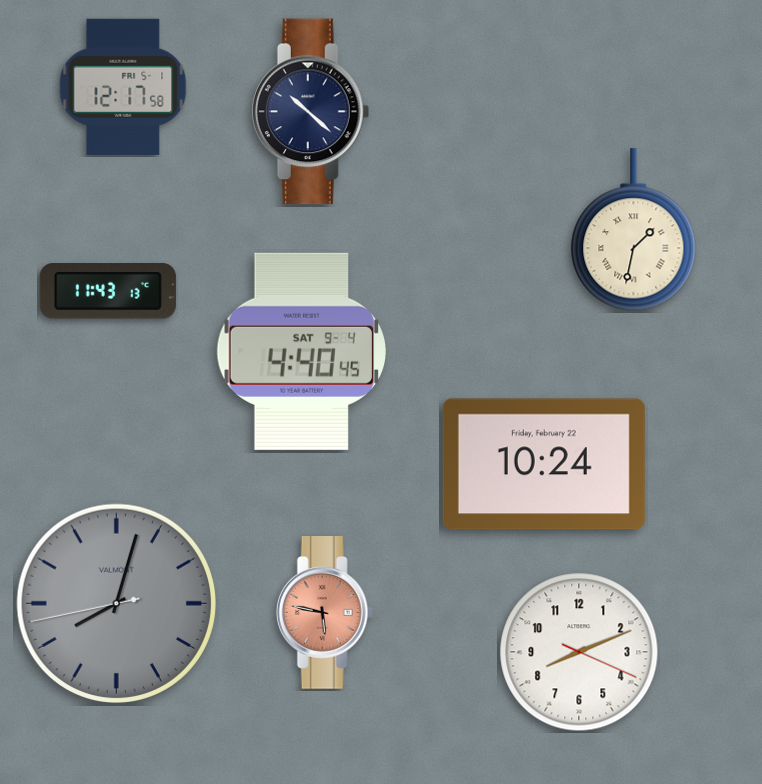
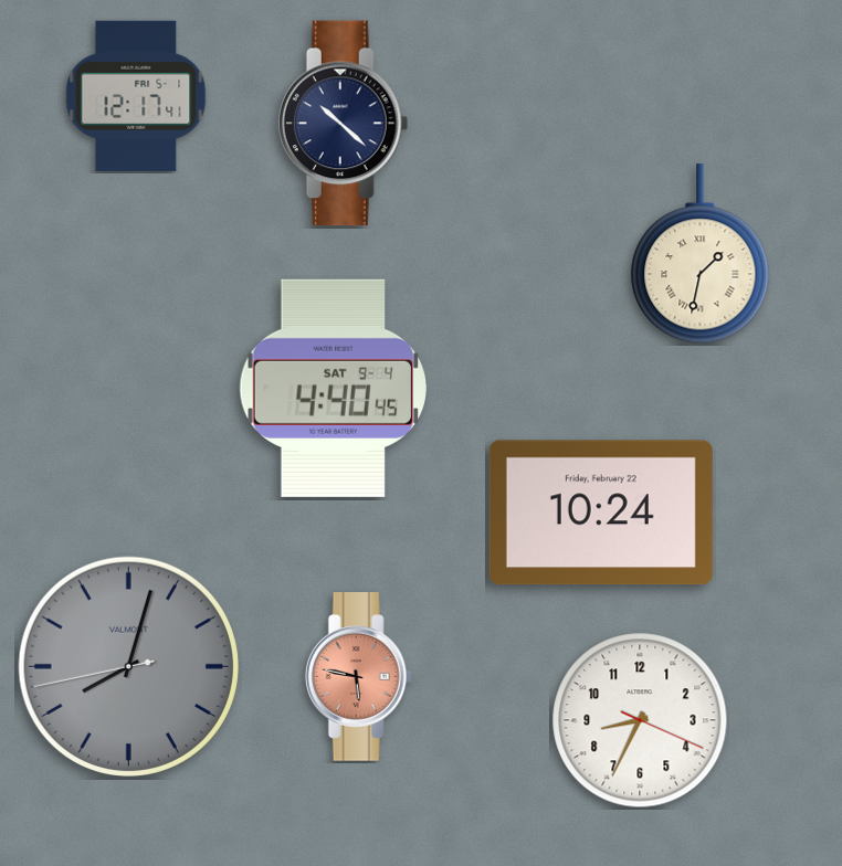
clock at (123, 87): 12:17:58 -> 12:17:41
clock at (108, 291): 11:43 -> none
clock at (579, 652): 8:11 -> 8:34
